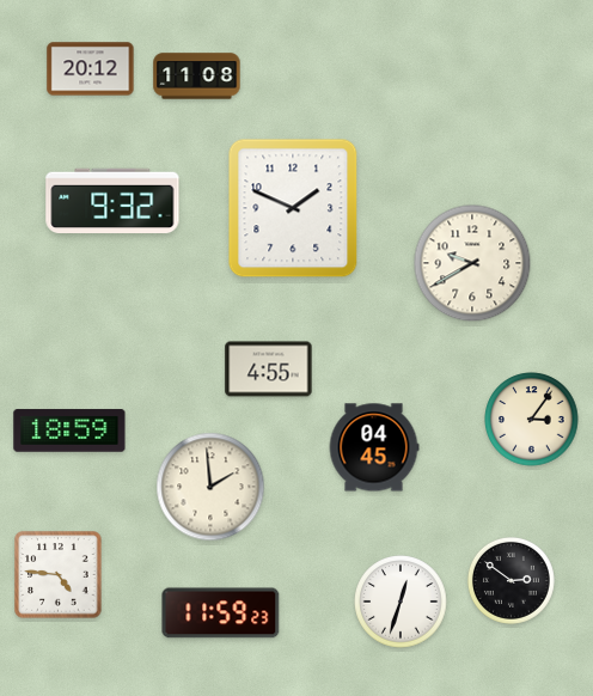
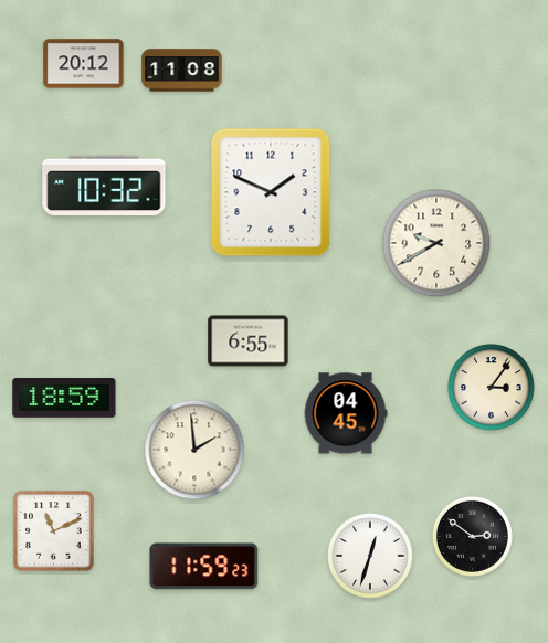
clock at (112, 200): 9:32 -> 10:32
clock at (269, 370): 4:55 -> 6:55
clock at (59, 575): 4:46 -> 11:11
